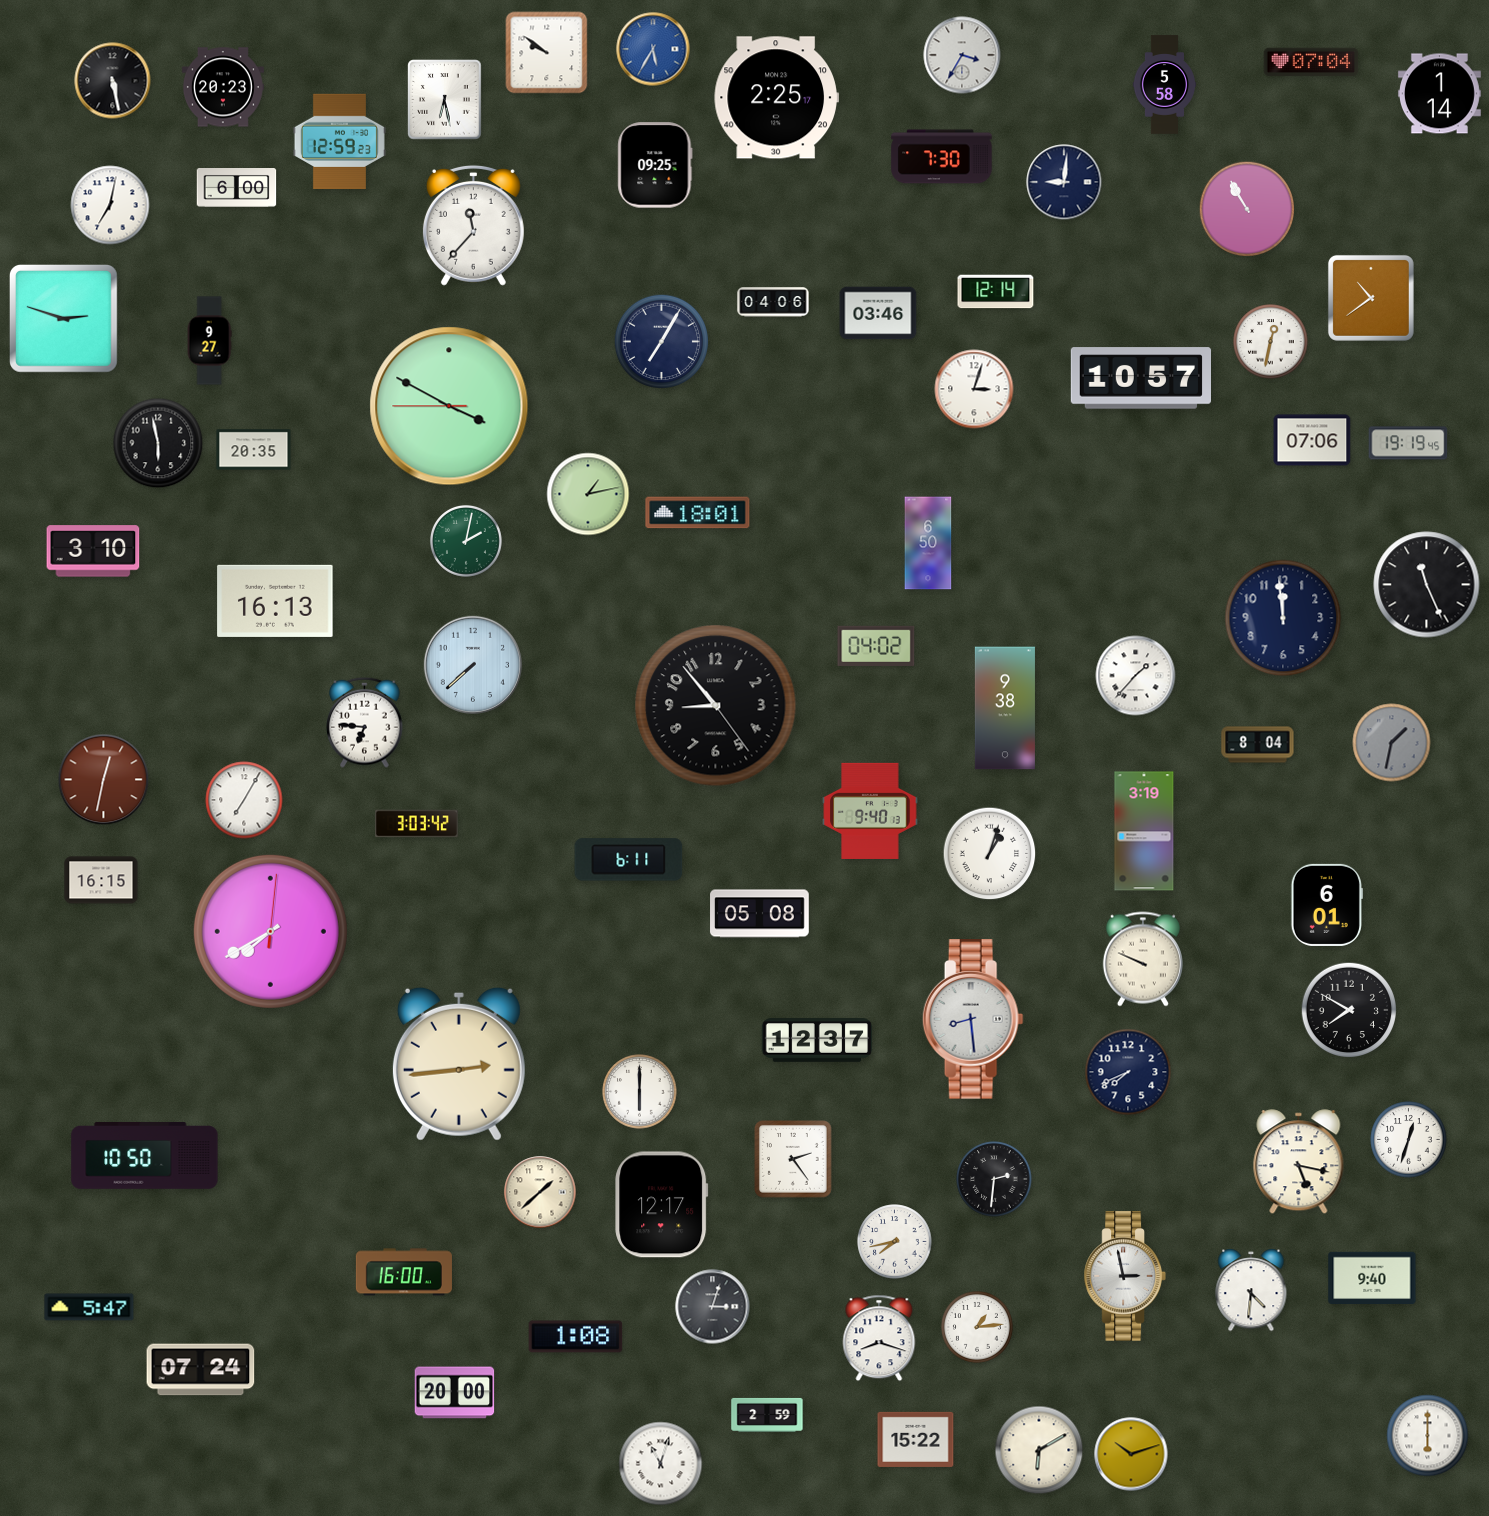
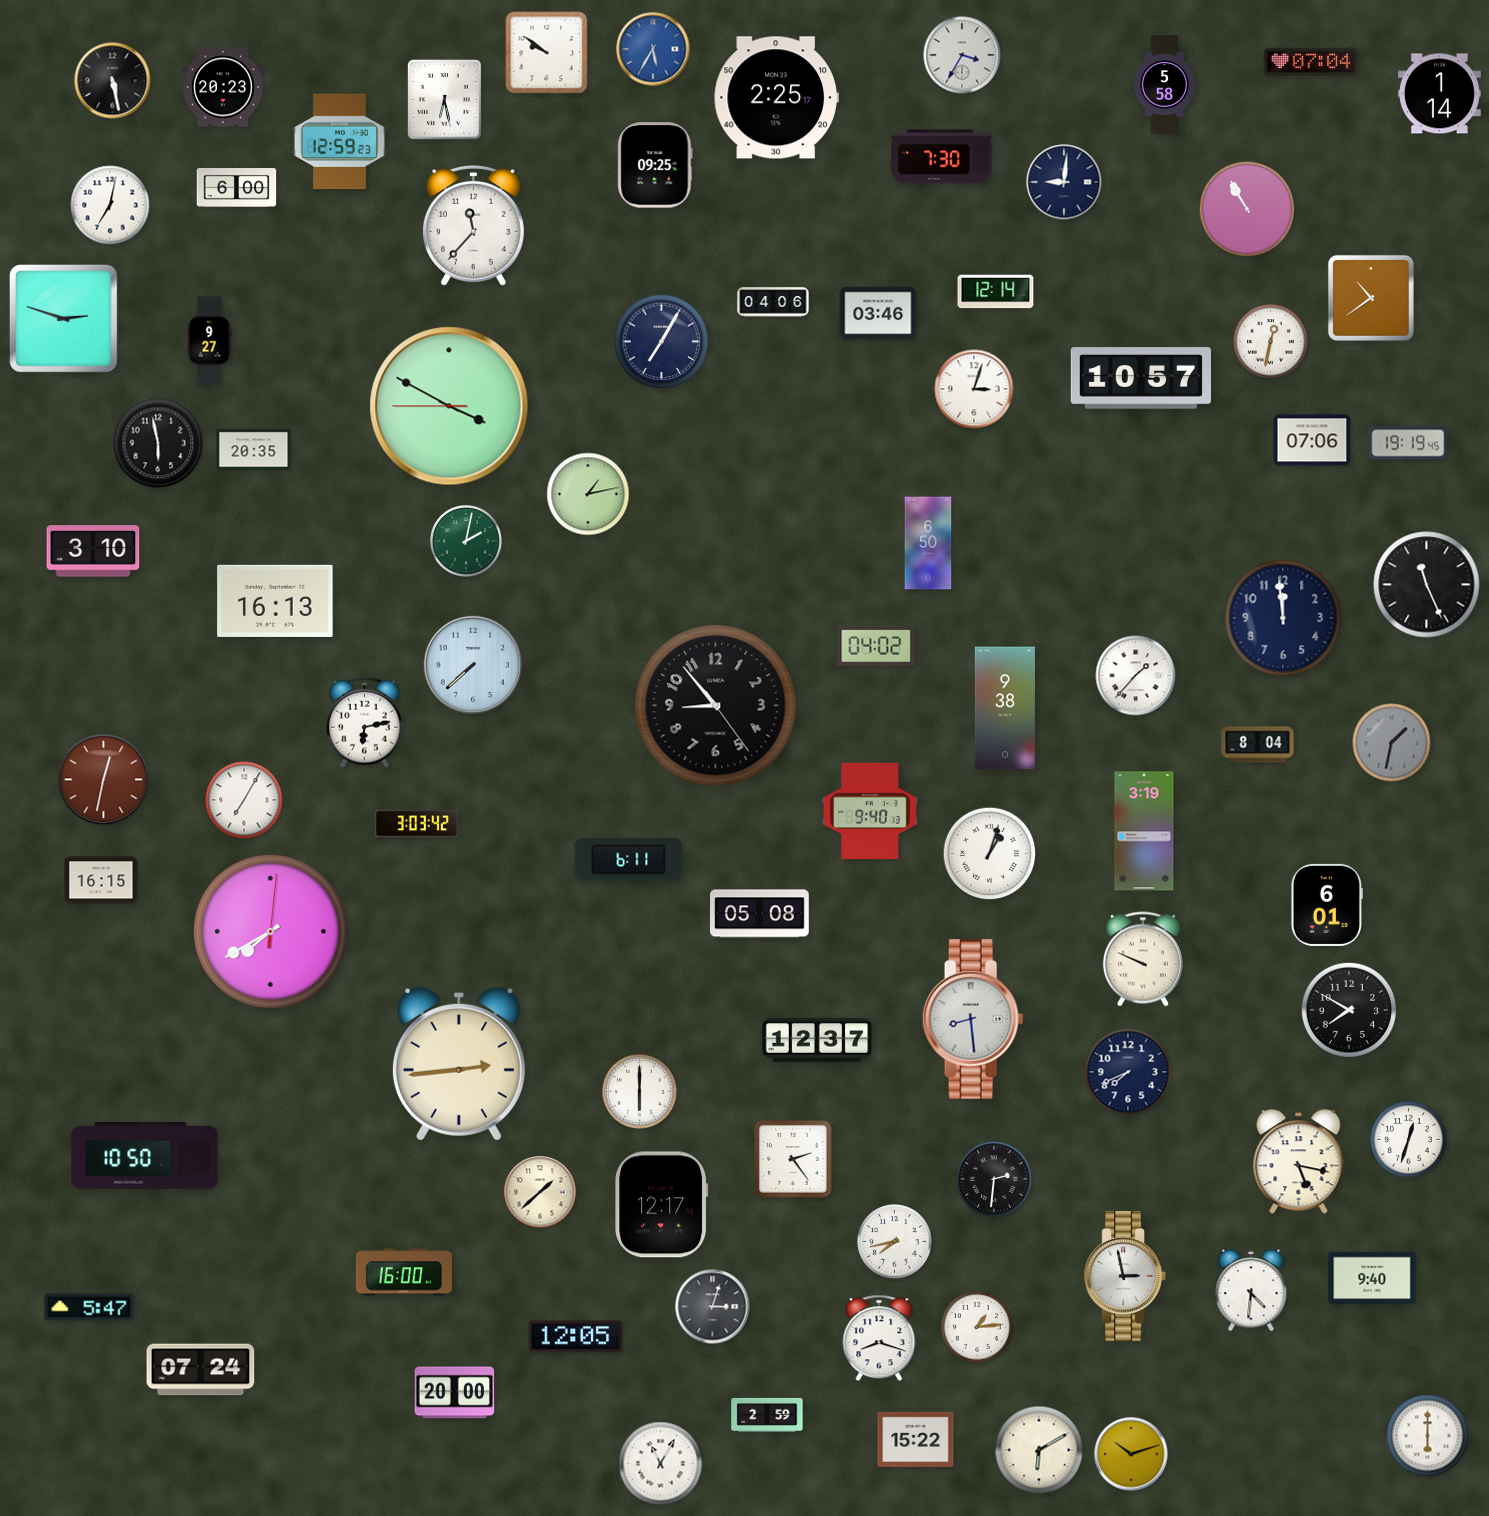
clock at (698, 513): 18:01 -> none
clock at (365, 722): 6:46 -> 6:13
clock at (576, 1337): 1:08 -> 12:05
clock at (661, 1464): 11:03 -> 11:05
